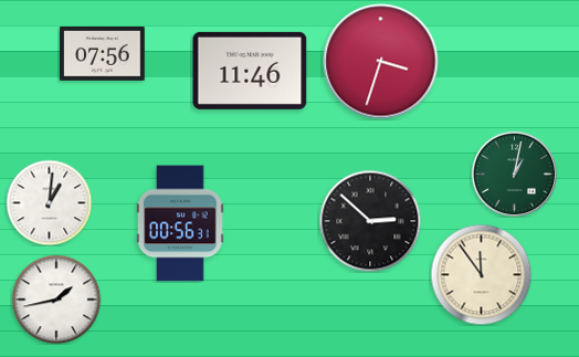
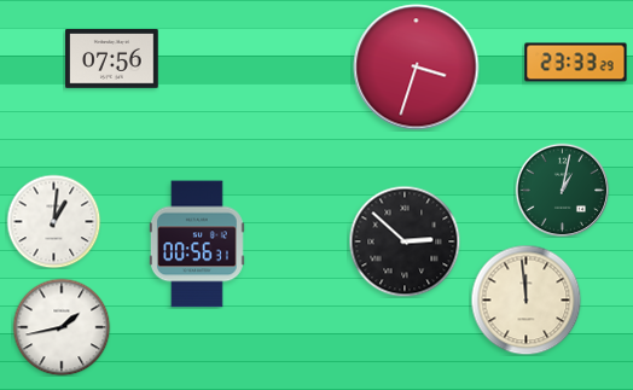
clock at (576, 63): none -> 23:33
clock at (250, 71): 11:46 -> none
clock at (481, 274): 11:54 -> 11:59
